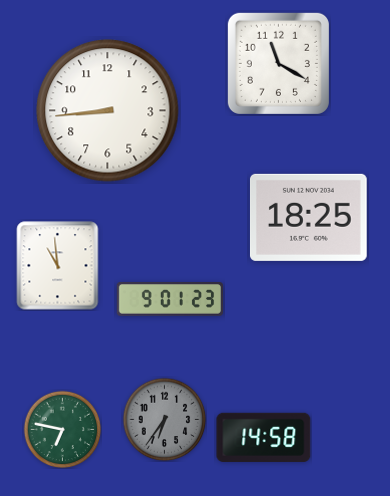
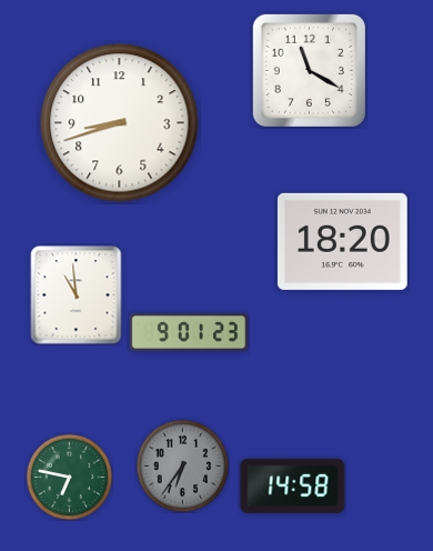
clock at (108, 111): 8:44 -> 8:42
clock at (308, 217): 18:25 -> 18:20
clock at (58, 266) position: (58, 266) -> (77, 295)
